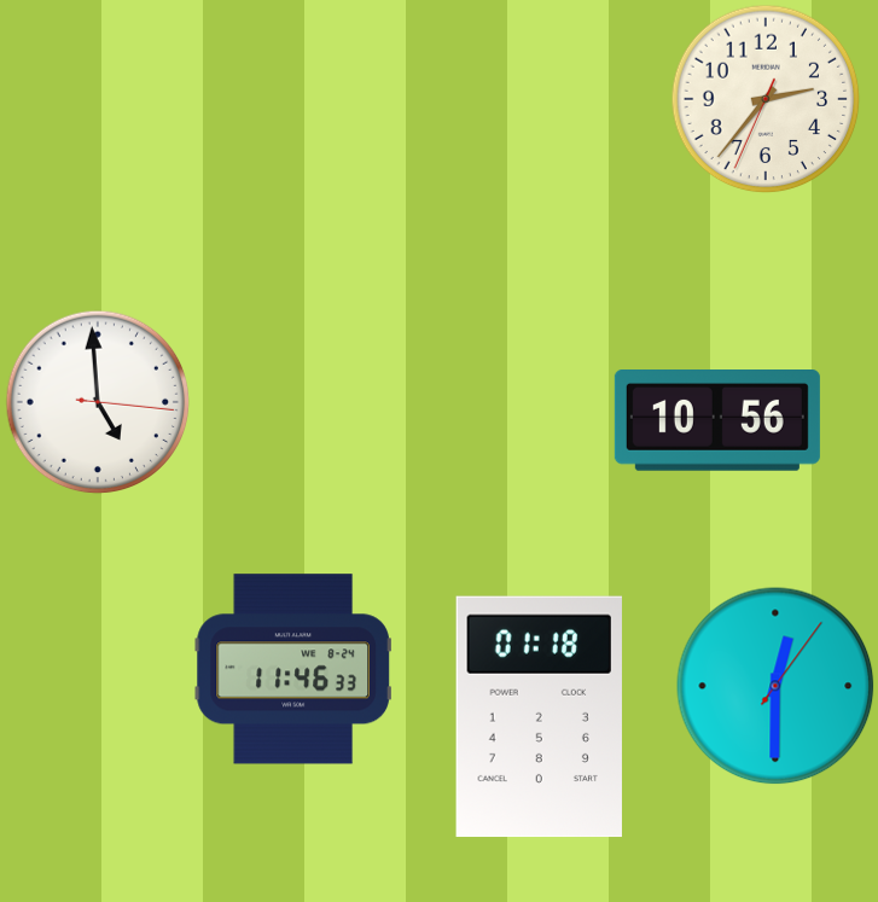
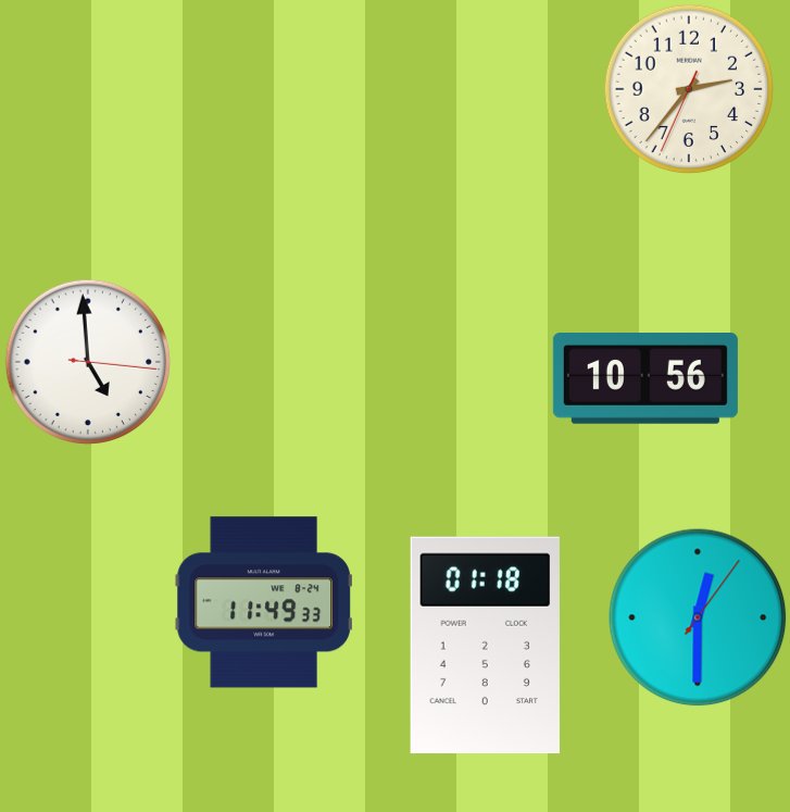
clock at (293, 669): 11:46 -> 11:49
